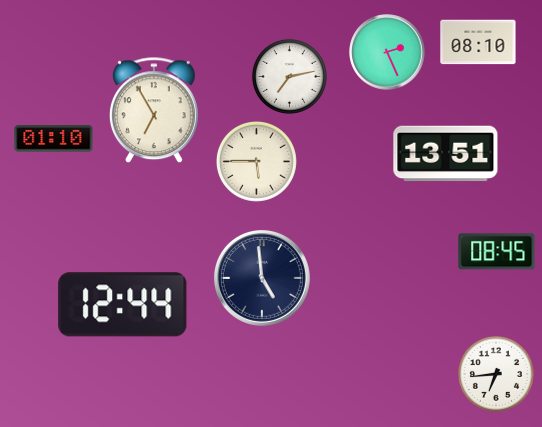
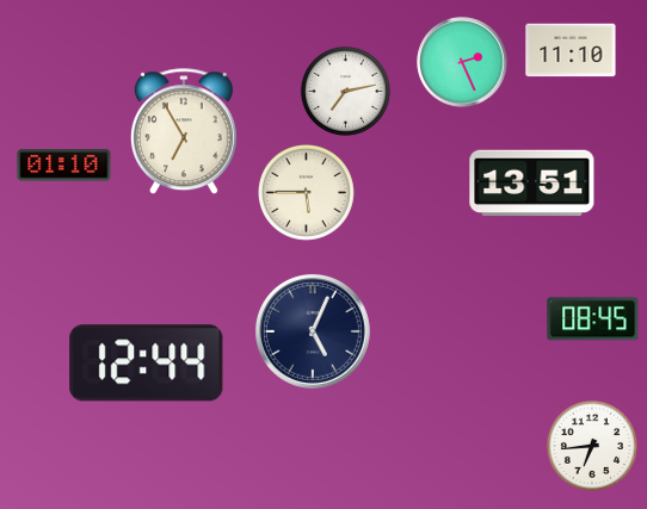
clock at (478, 42): 08:10 -> 11:10
clock at (497, 252) position: (497, 252) -> (593, 319)
clock at (262, 278): 4:59 -> 5:04
